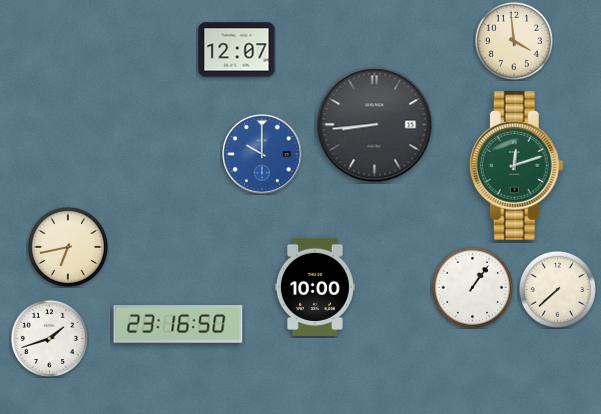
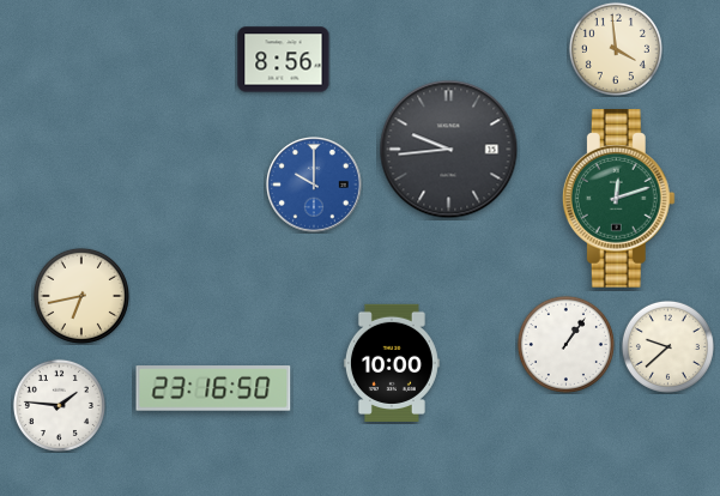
clock at (237, 50): 12:07 -> 8:56
clock at (375, 125): 8:44 -> 9:44
clock at (315, 286) position: (315, 286) -> (392, 362)
clock at (557, 289): 7:38 -> 9:38
clock at (49, 338): 1:42 -> 1:46
